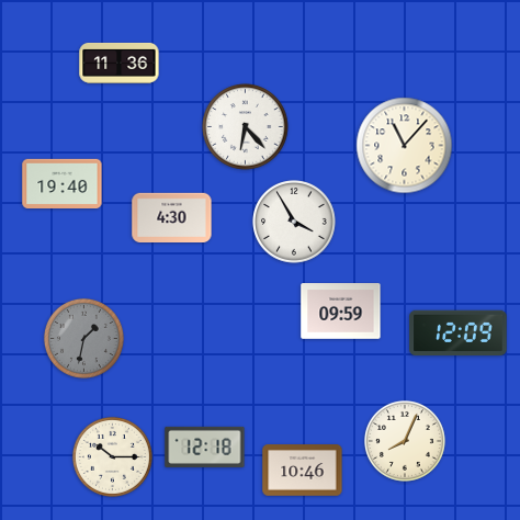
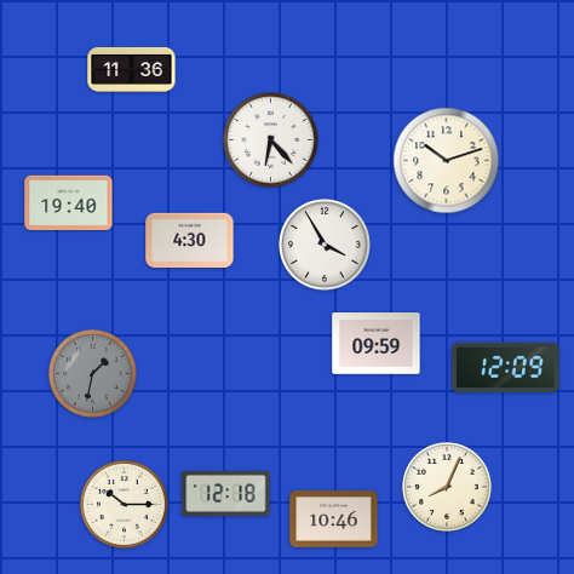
clock at (405, 146): 11:07 -> 10:12
